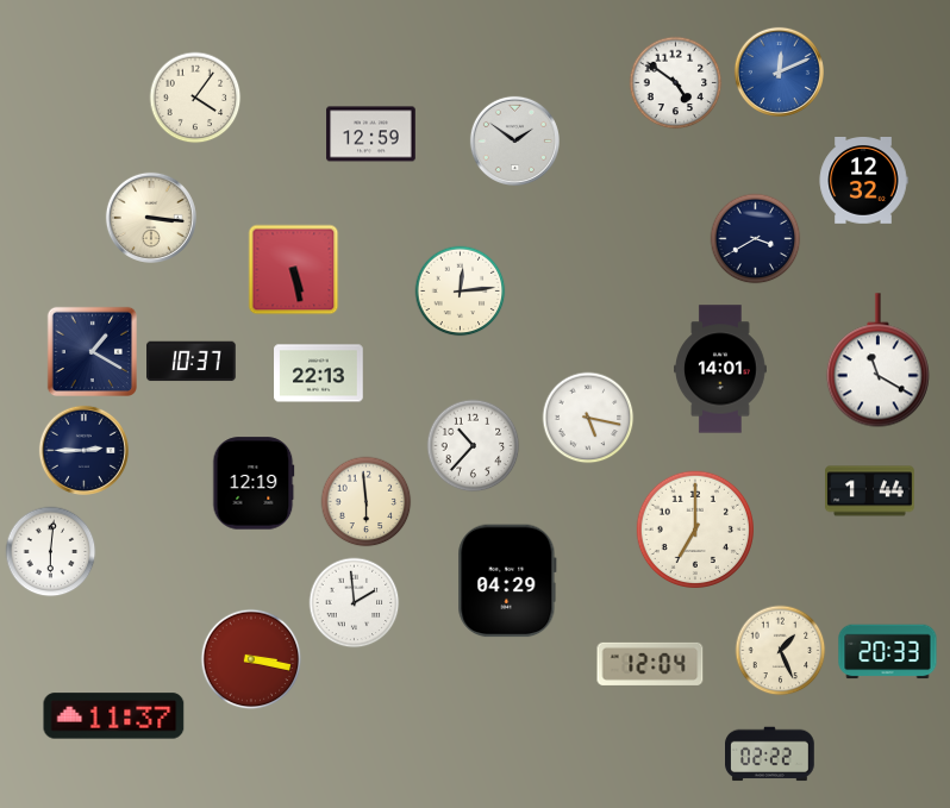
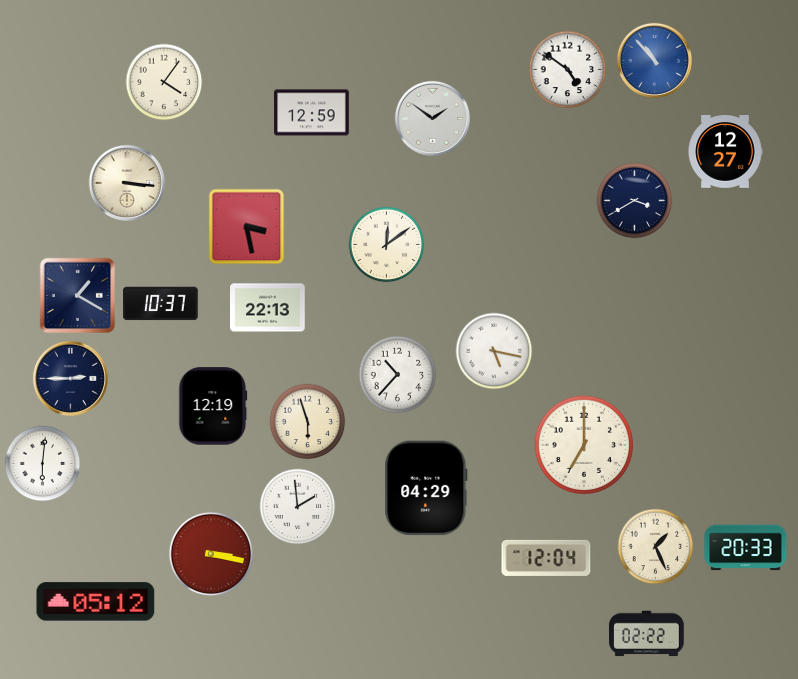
clock at (779, 71): 12:11 -> 10:53
clock at (863, 181): 12:32 -> 12:27
clock at (294, 270): 5:28 -> 3:28
clock at (461, 292): 12:14 -> 12:09
clock at (877, 361): 11:20 -> none
clock at (721, 369): 14:01 -> none
clock at (319, 374) position: (319, 374) -> (268, 308)
clock at (870, 491): 1:44 -> none
clock at (367, 502): 5:59 -> 5:57
clock at (114, 716): 11:37 -> 05:12
